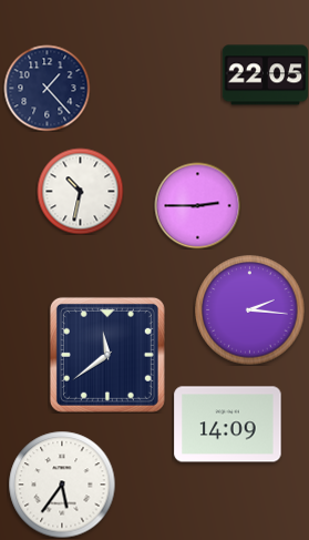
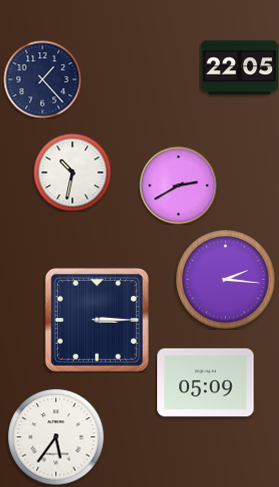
clock at (197, 205): 2:45 -> 2:40
clock at (107, 355): 11:39 -> 3:15
clock at (228, 425): 14:09 -> 05:09
